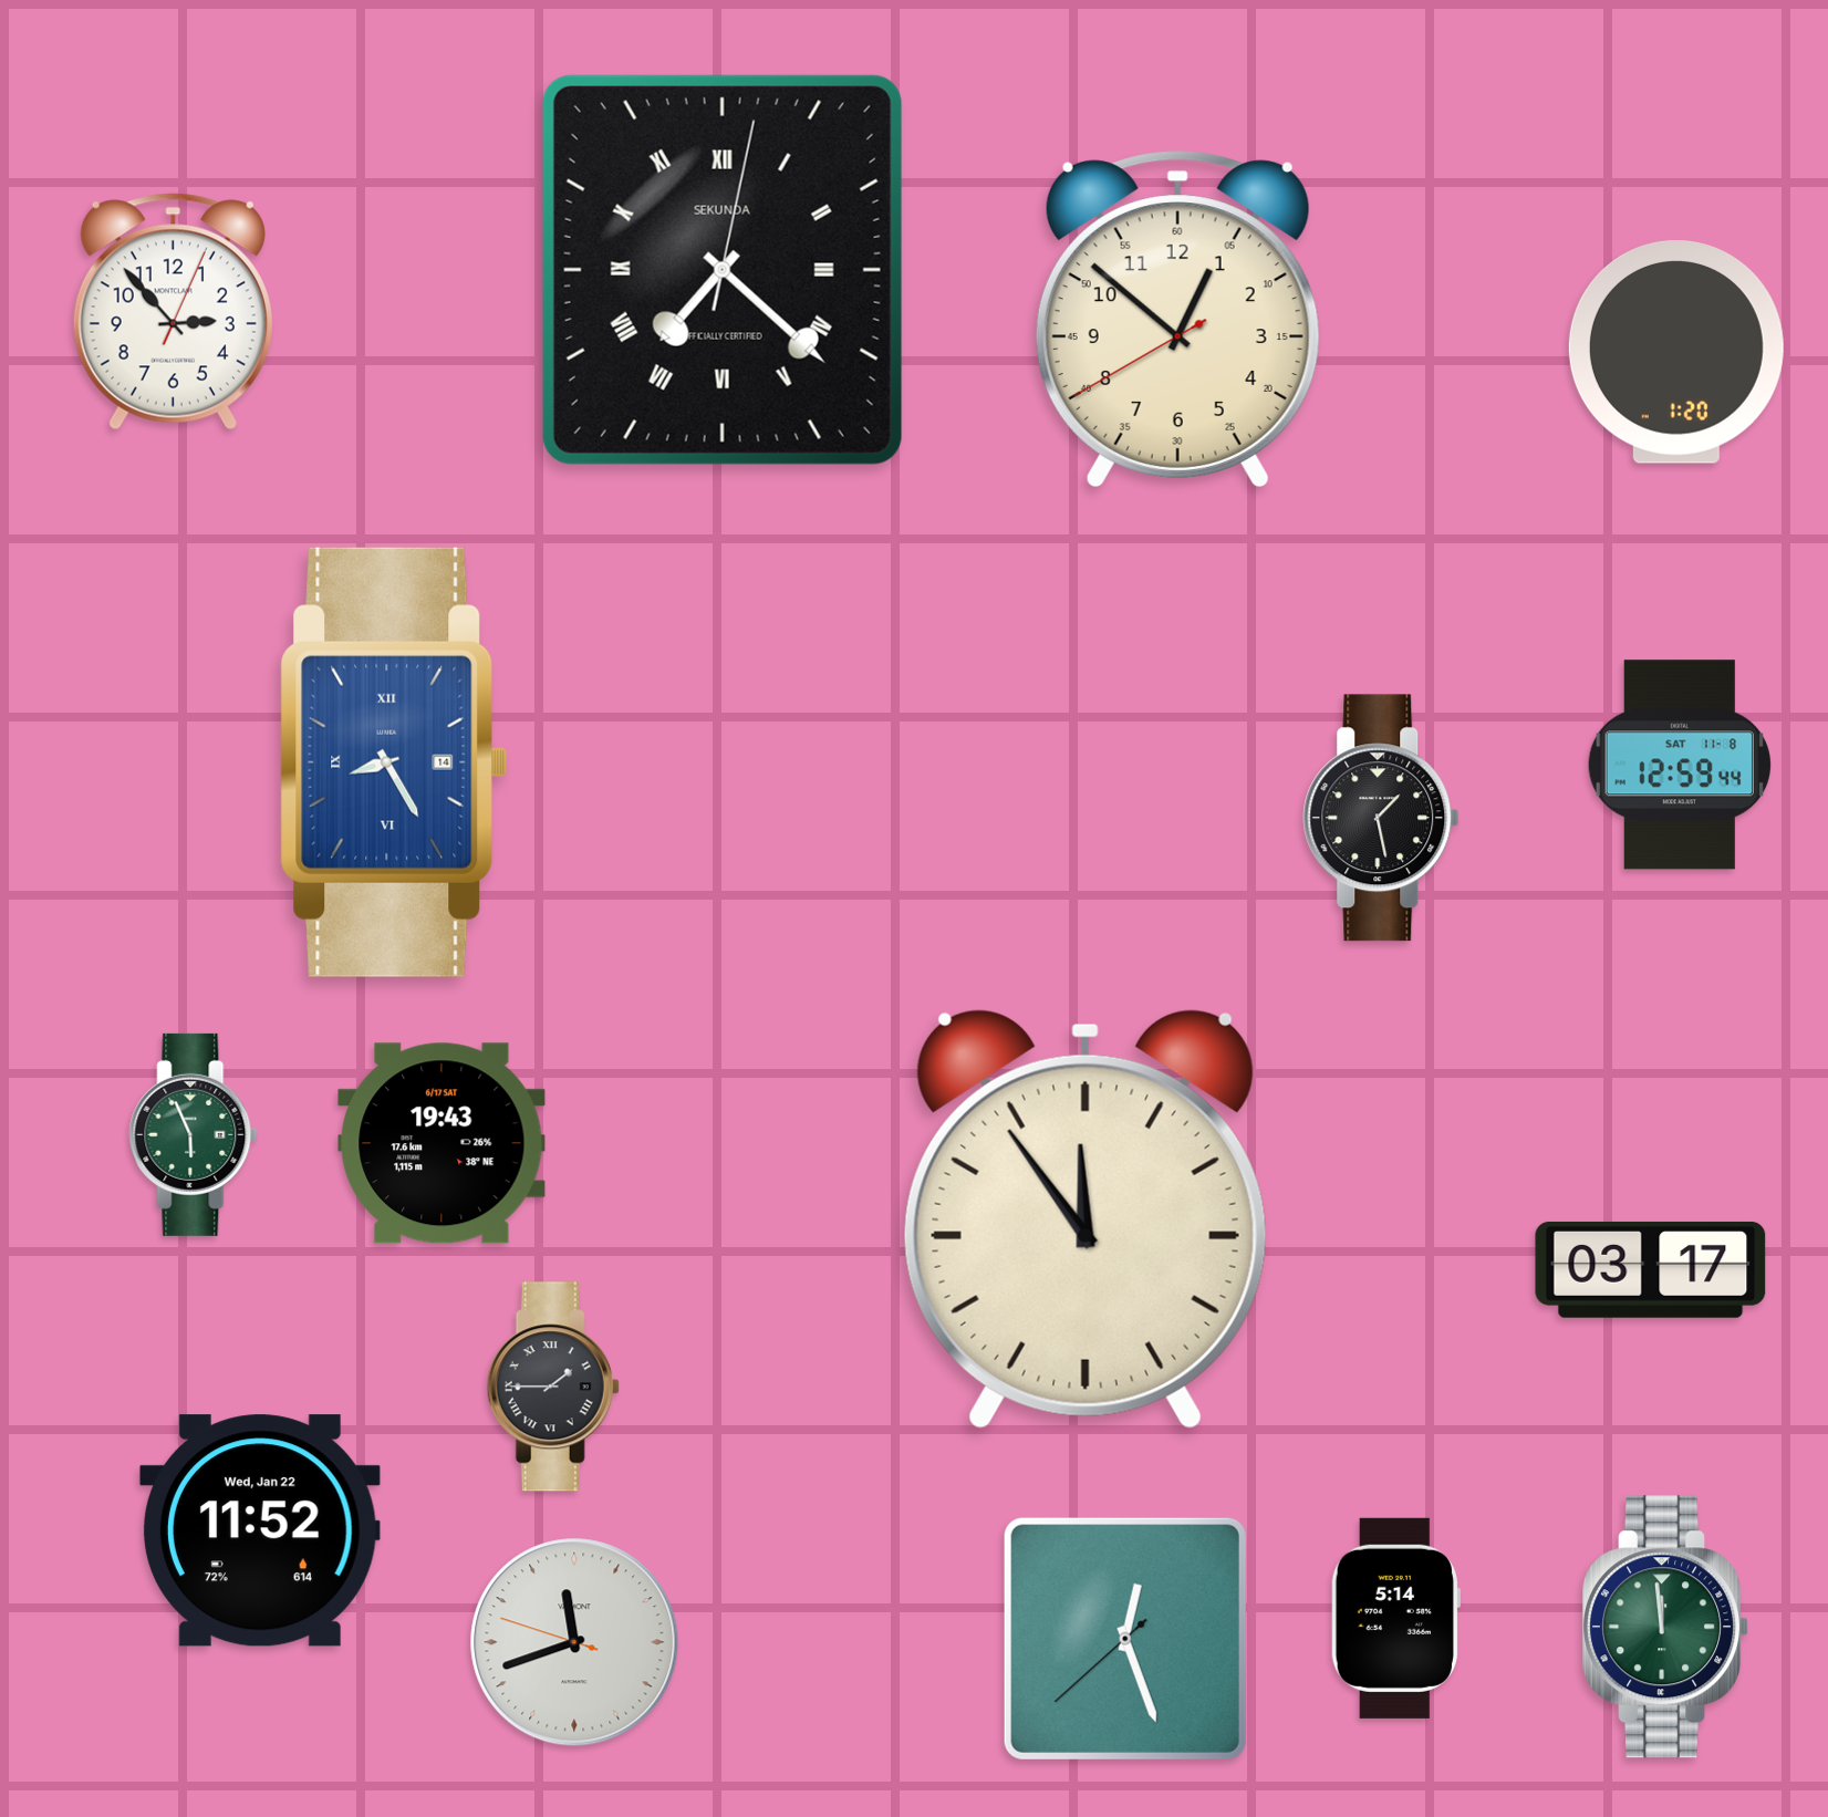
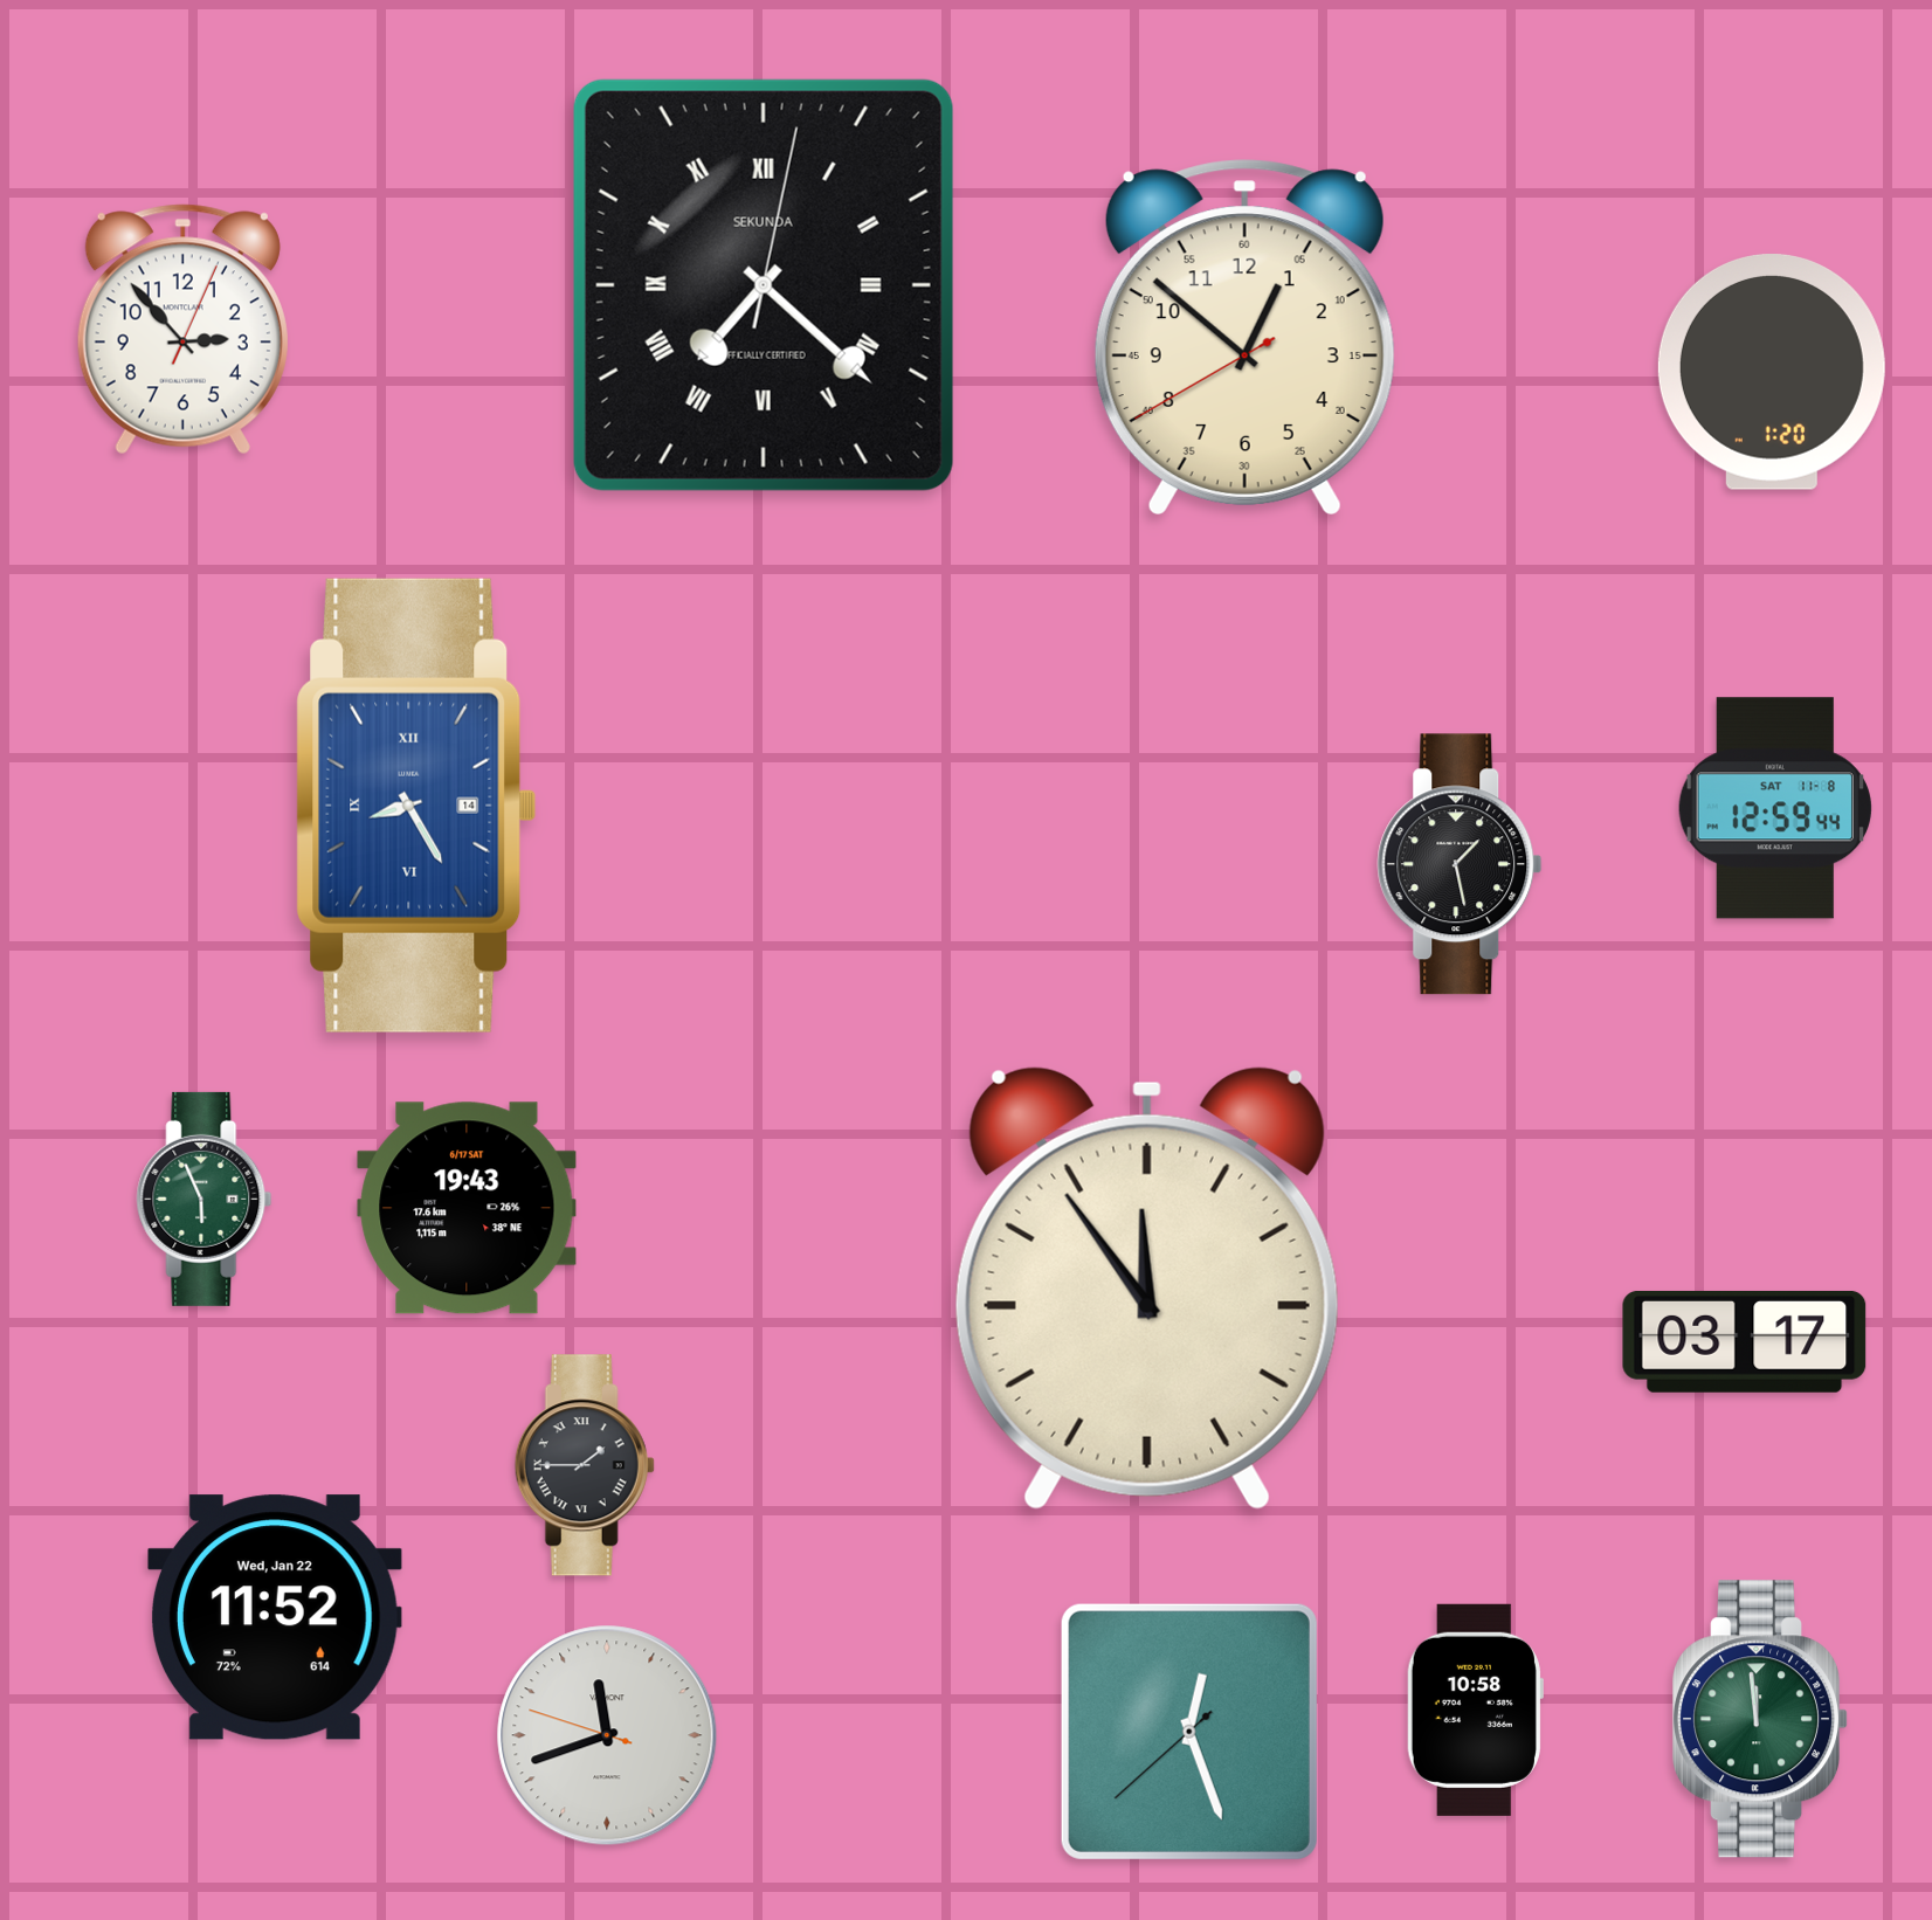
clock at (1395, 1618): 5:14 -> 10:58
